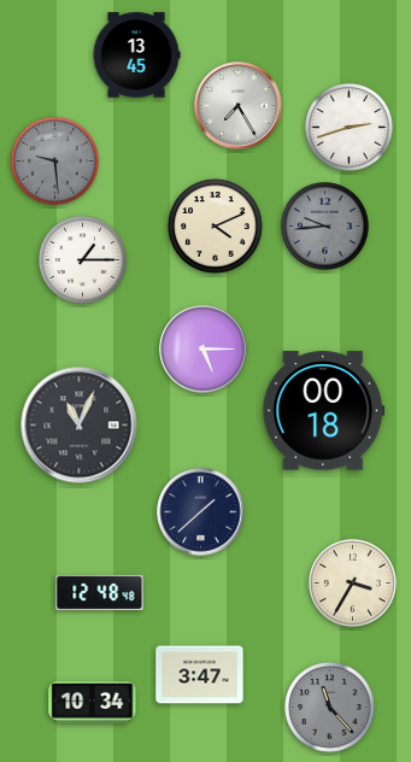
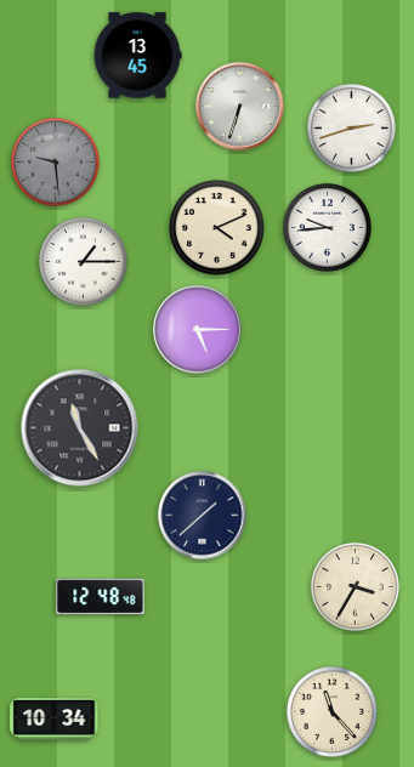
clock at (239, 106): 7:25 -> 6:33
clock at (324, 225) dial: grey -> white
clock at (204, 350) position: (204, 350) -> (198, 330)
clock at (324, 411): 00:18 -> none
clock at (80, 426): 11:04 -> 11:25
clock at (200, 675): 3:47 -> none
clock at (93, 703) position: (93, 703) -> (55, 720)
clock at (330, 708) dial: grey -> cream
